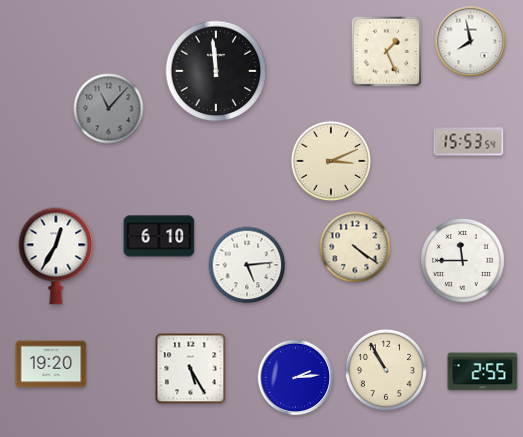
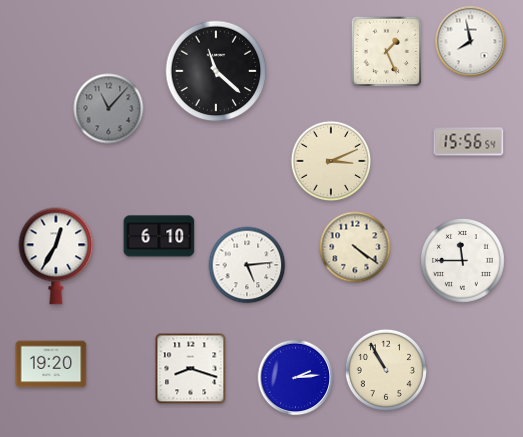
clock at (216, 71): 11:59 -> 11:22
clock at (469, 142): 15:53 -> 15:56
clock at (191, 369): 5:25 -> 8:18
clock at (483, 372): 2:55 -> none
